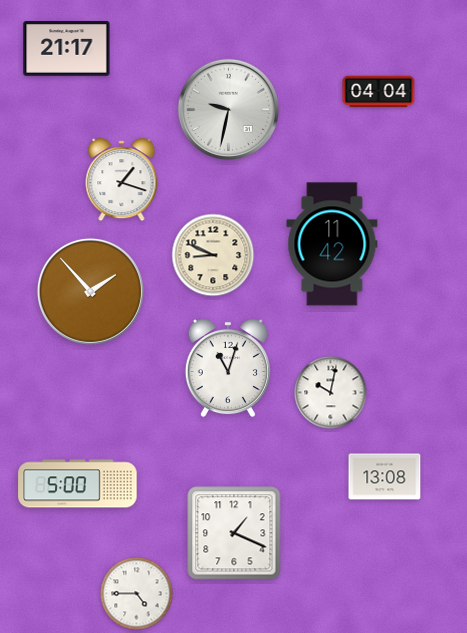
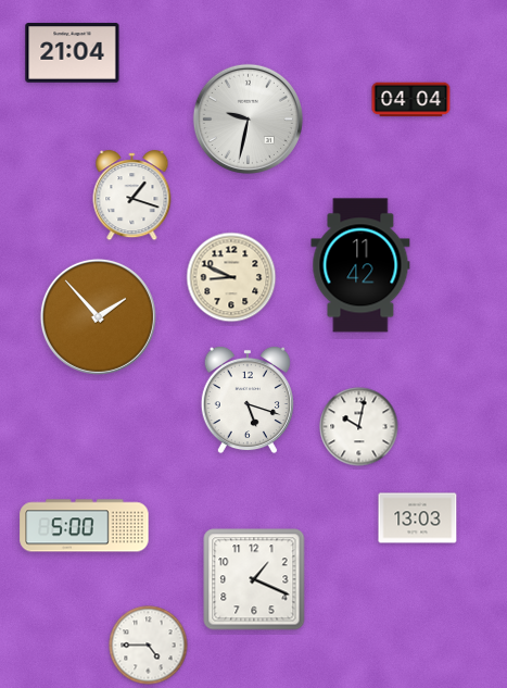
clock at (67, 49): 21:17 -> 21:04
clock at (228, 368): 11:03 -> 5:18
clock at (385, 477): 13:08 -> 13:03
